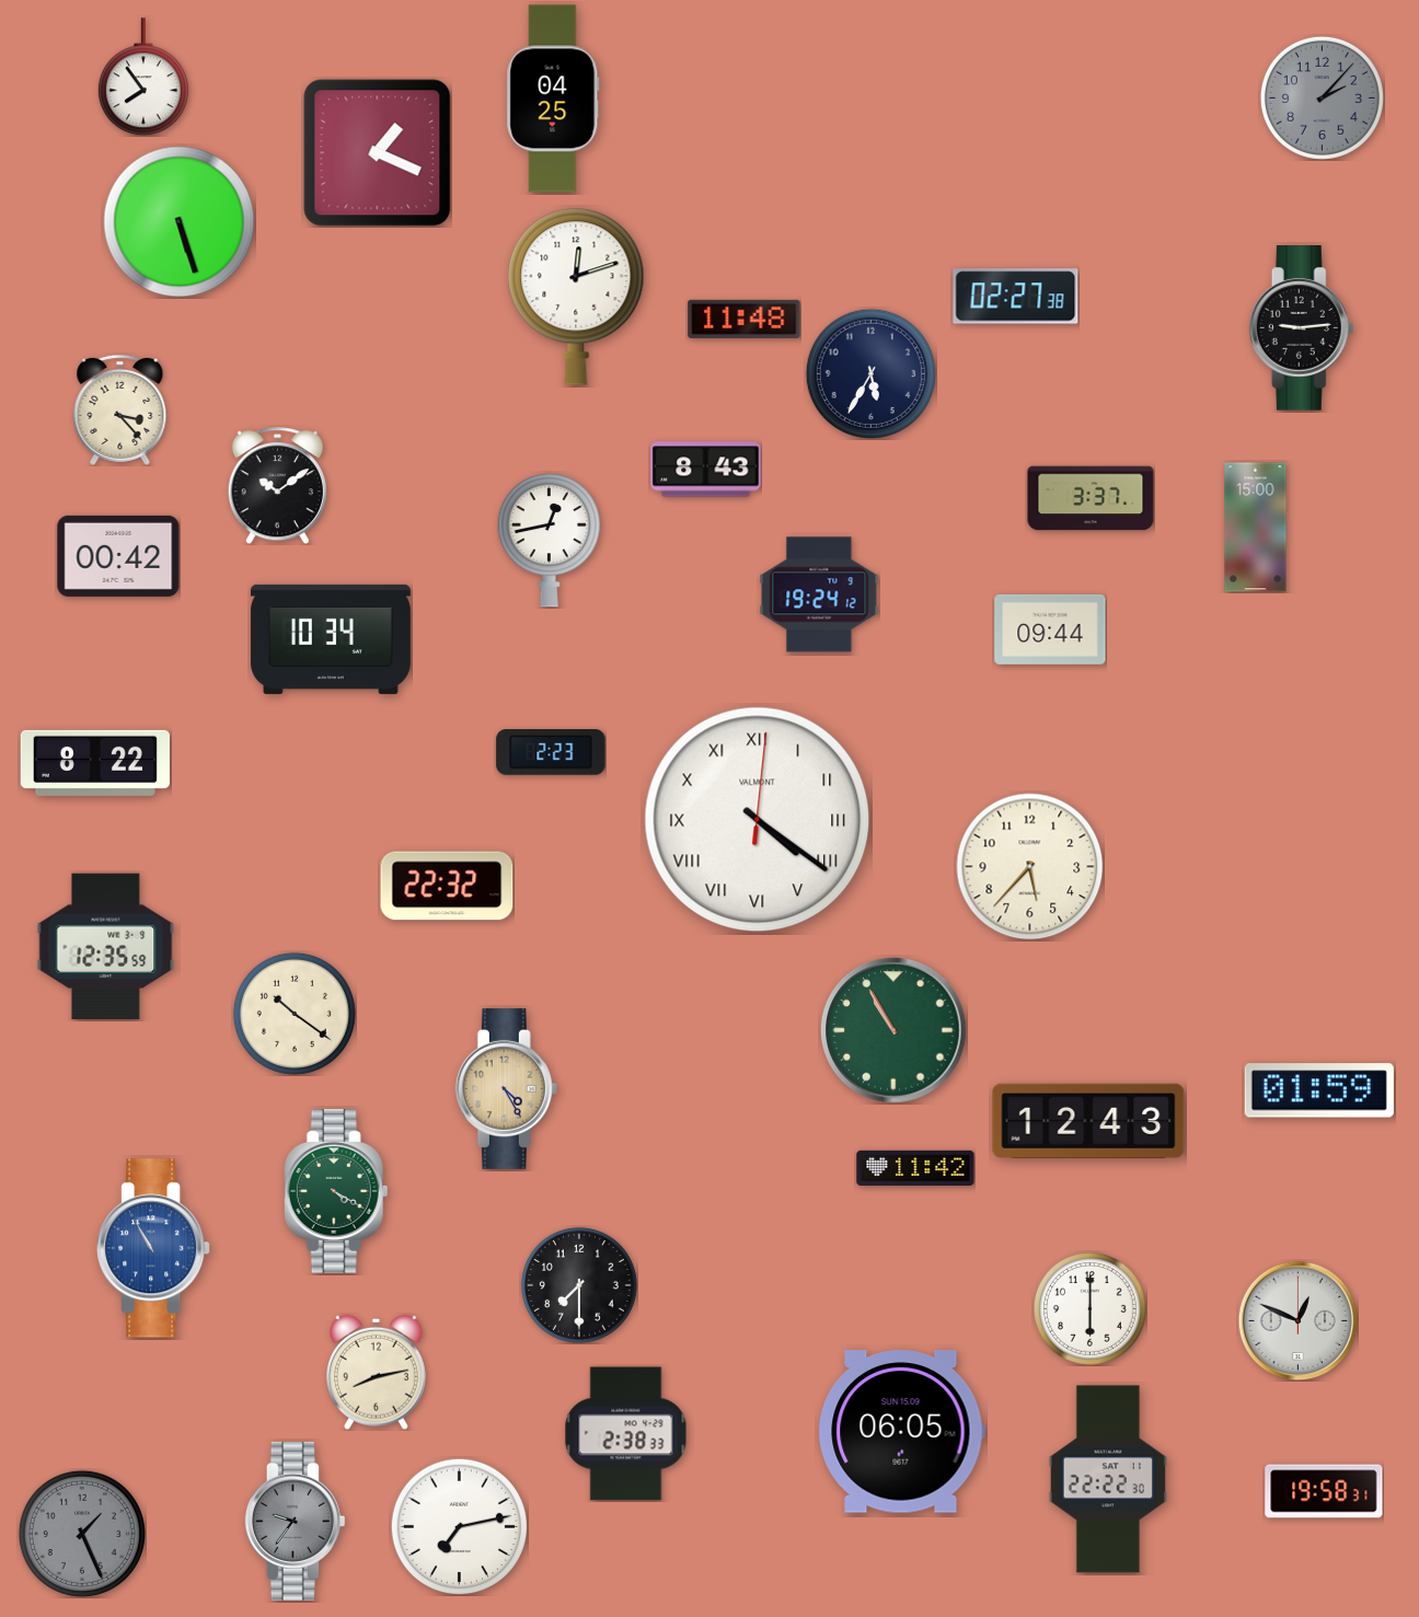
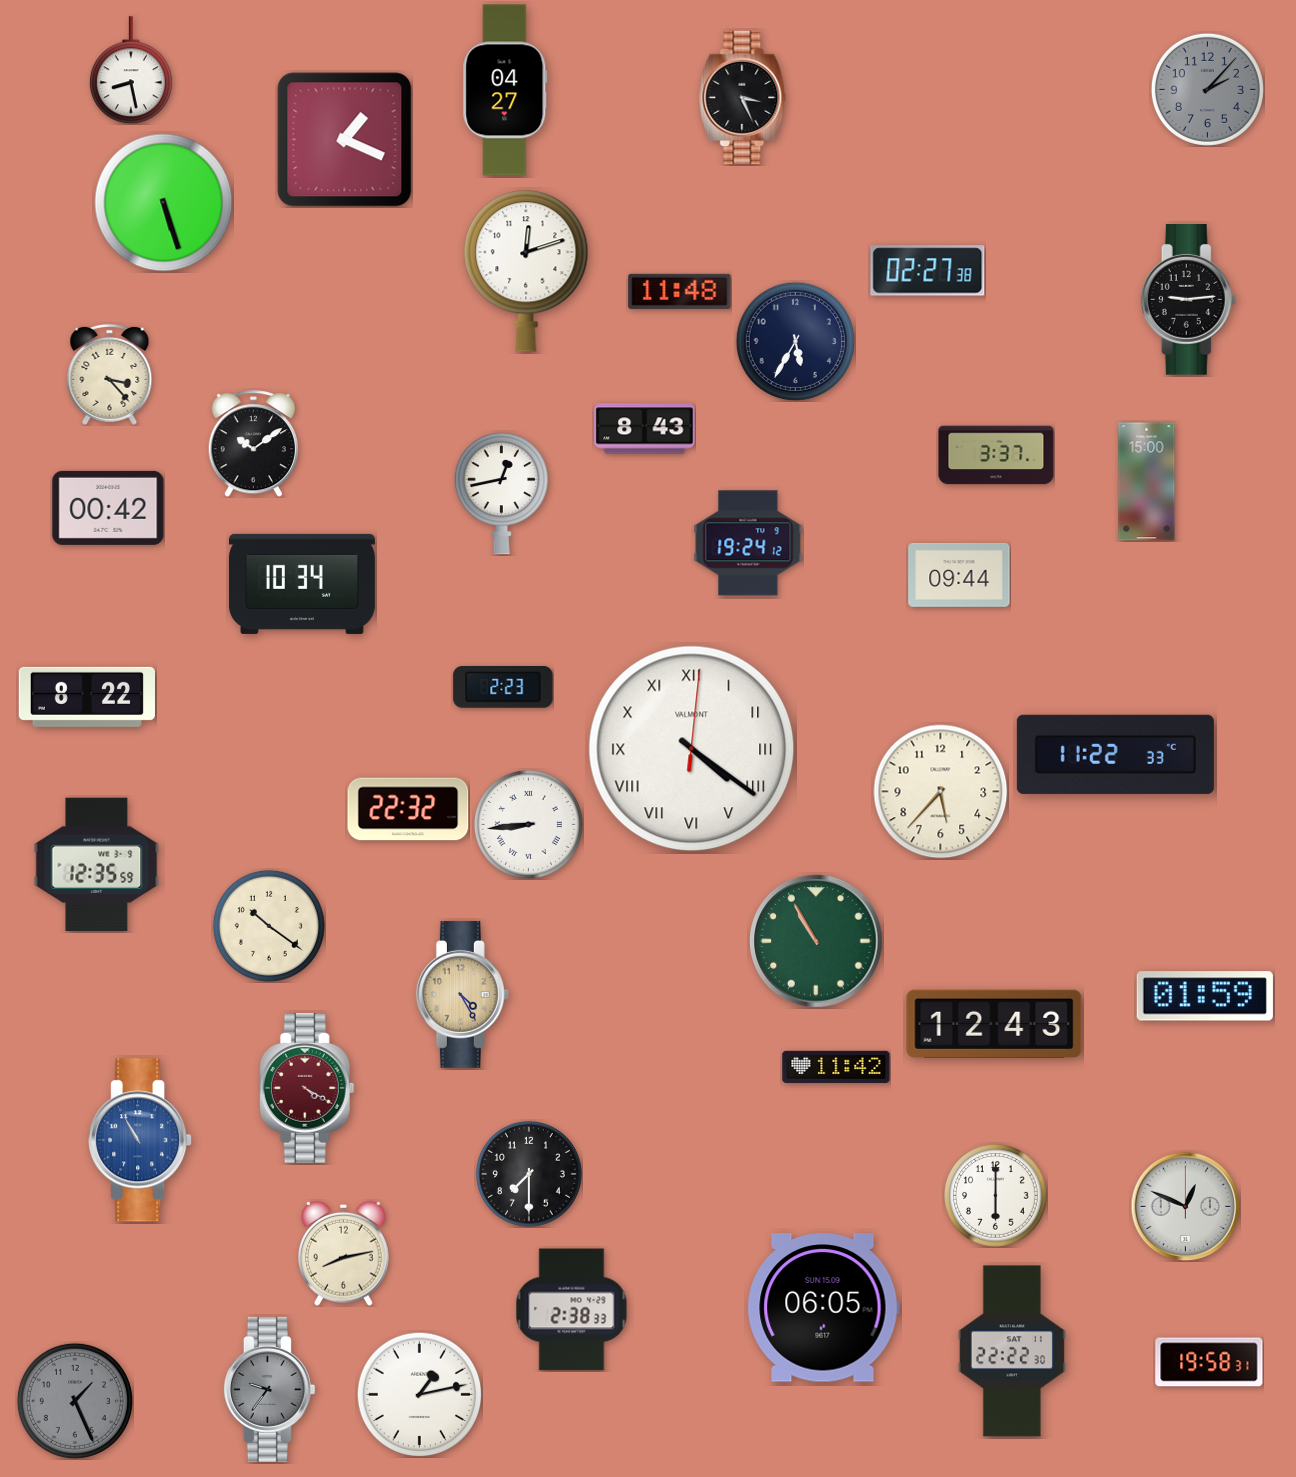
clock at (143, 77): 7:54 -> 8:28
clock at (553, 99): 04:25 -> 04:27
clock at (743, 98): none -> 3:26
clock at (1115, 754): none -> 11:22
clock at (528, 824): none -> 8:44
clock at (336, 1192) dial: green -> burgundy
clock at (459, 1526): 7:13 -> 1:13
